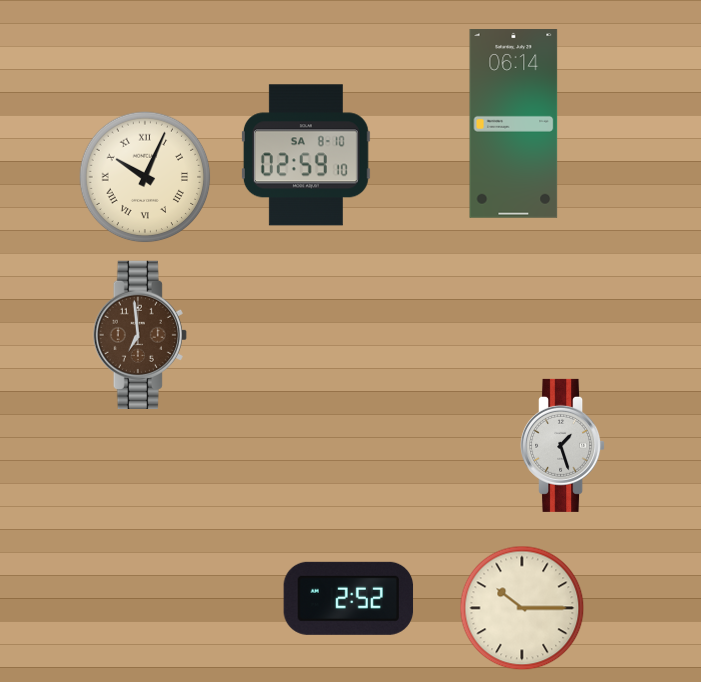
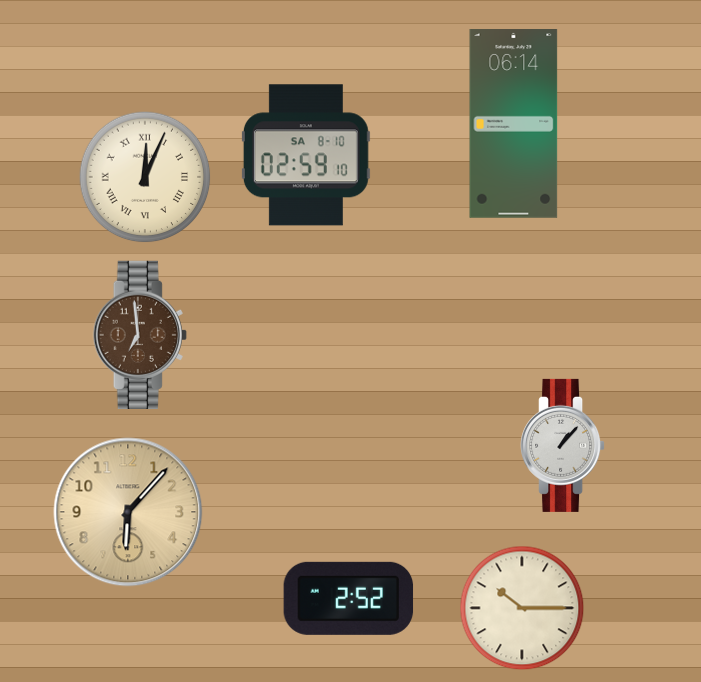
clock at (145, 177): 10:04 -> 12:04
clock at (563, 445): 1:27 -> 1:07
clock at (128, 512): none -> 6:07
